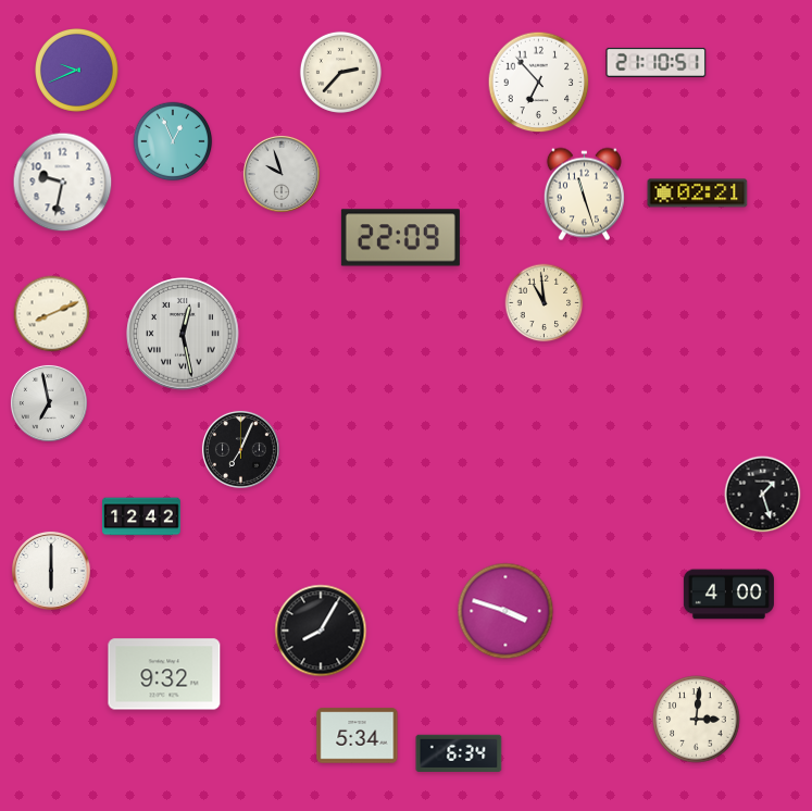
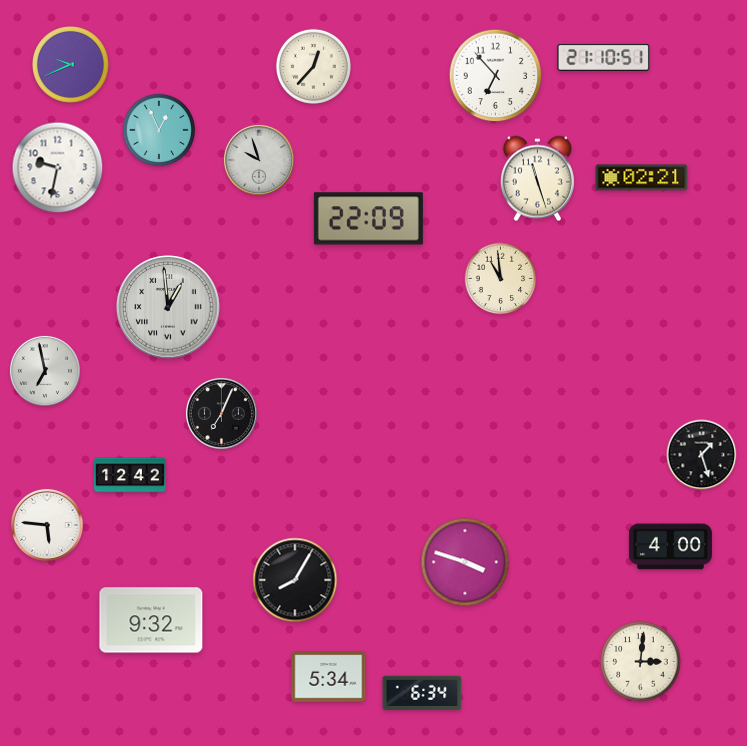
clock at (340, 72): 2:37 -> 12:37
clock at (52, 314): 8:11 -> none
clock at (183, 334): 12:28 -> 12:59
clock at (51, 571): 6:00 -> 5:46
